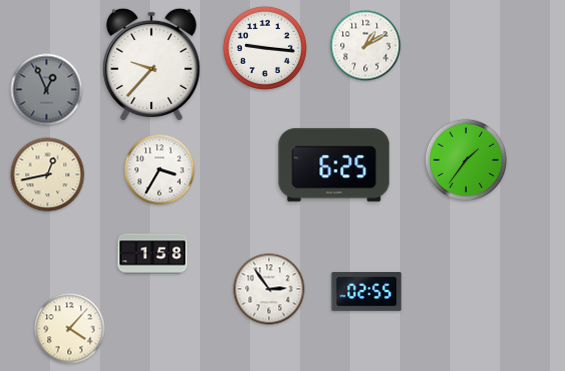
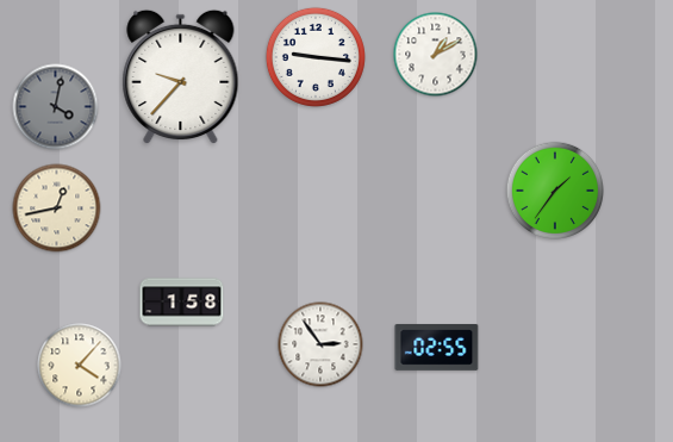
clock at (47, 90): 12:56 -> 4:02
clock at (334, 165): 6:25 -> none
clock at (160, 170): 3:35 -> none
clock at (70, 329) position: (70, 329) -> (80, 366)
